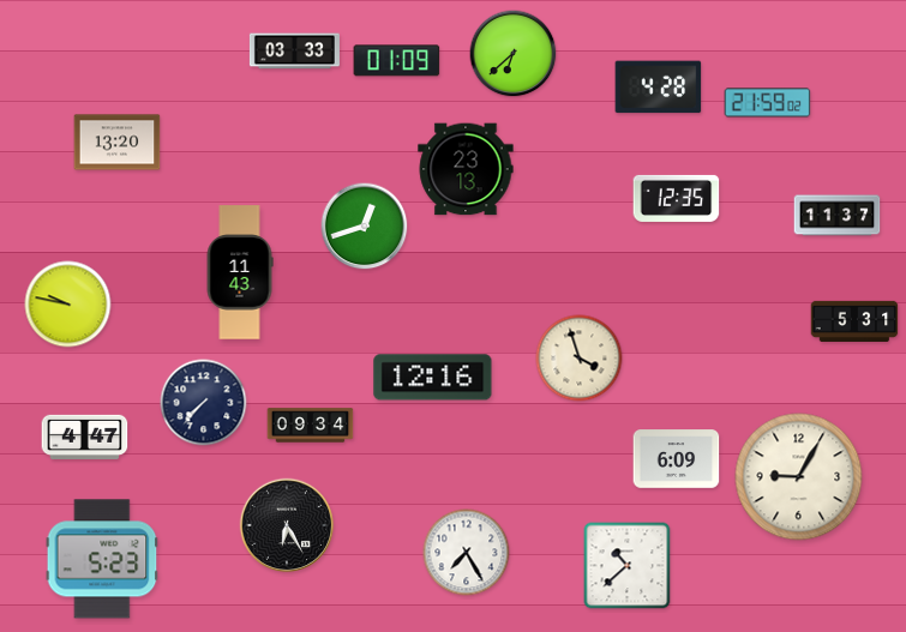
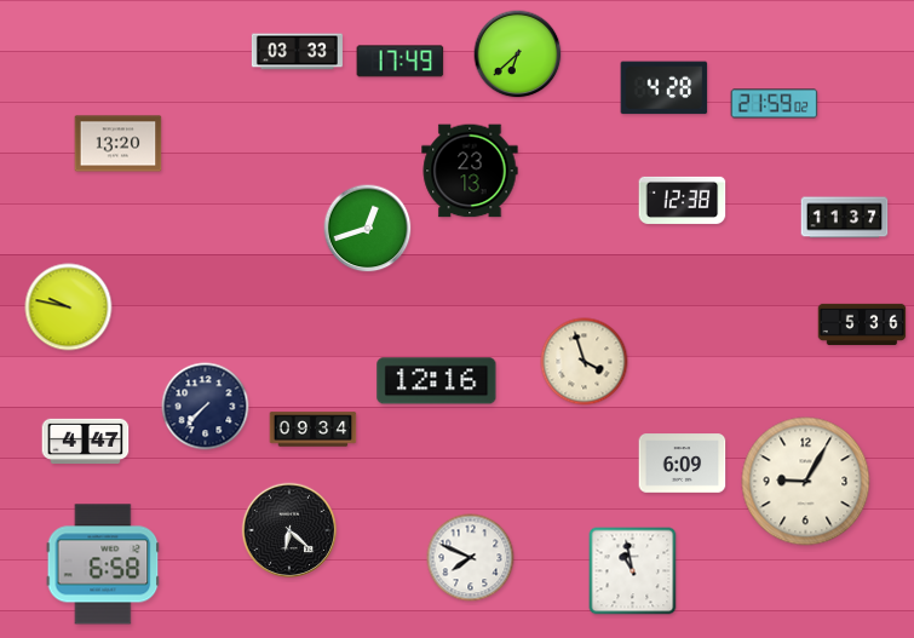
clock at (397, 61): 01:09 -> 17:49
clock at (677, 198): 12:35 -> 12:38
clock at (240, 272): 11:43 -> none
clock at (854, 321): 5:31 -> 5:36
clock at (287, 525): 6:25 -> 6:22
clock at (467, 553): 7:25 -> 7:49
clock at (102, 559): 5:23 -> 6:58
clock at (628, 566): 10:38 -> 10:58
